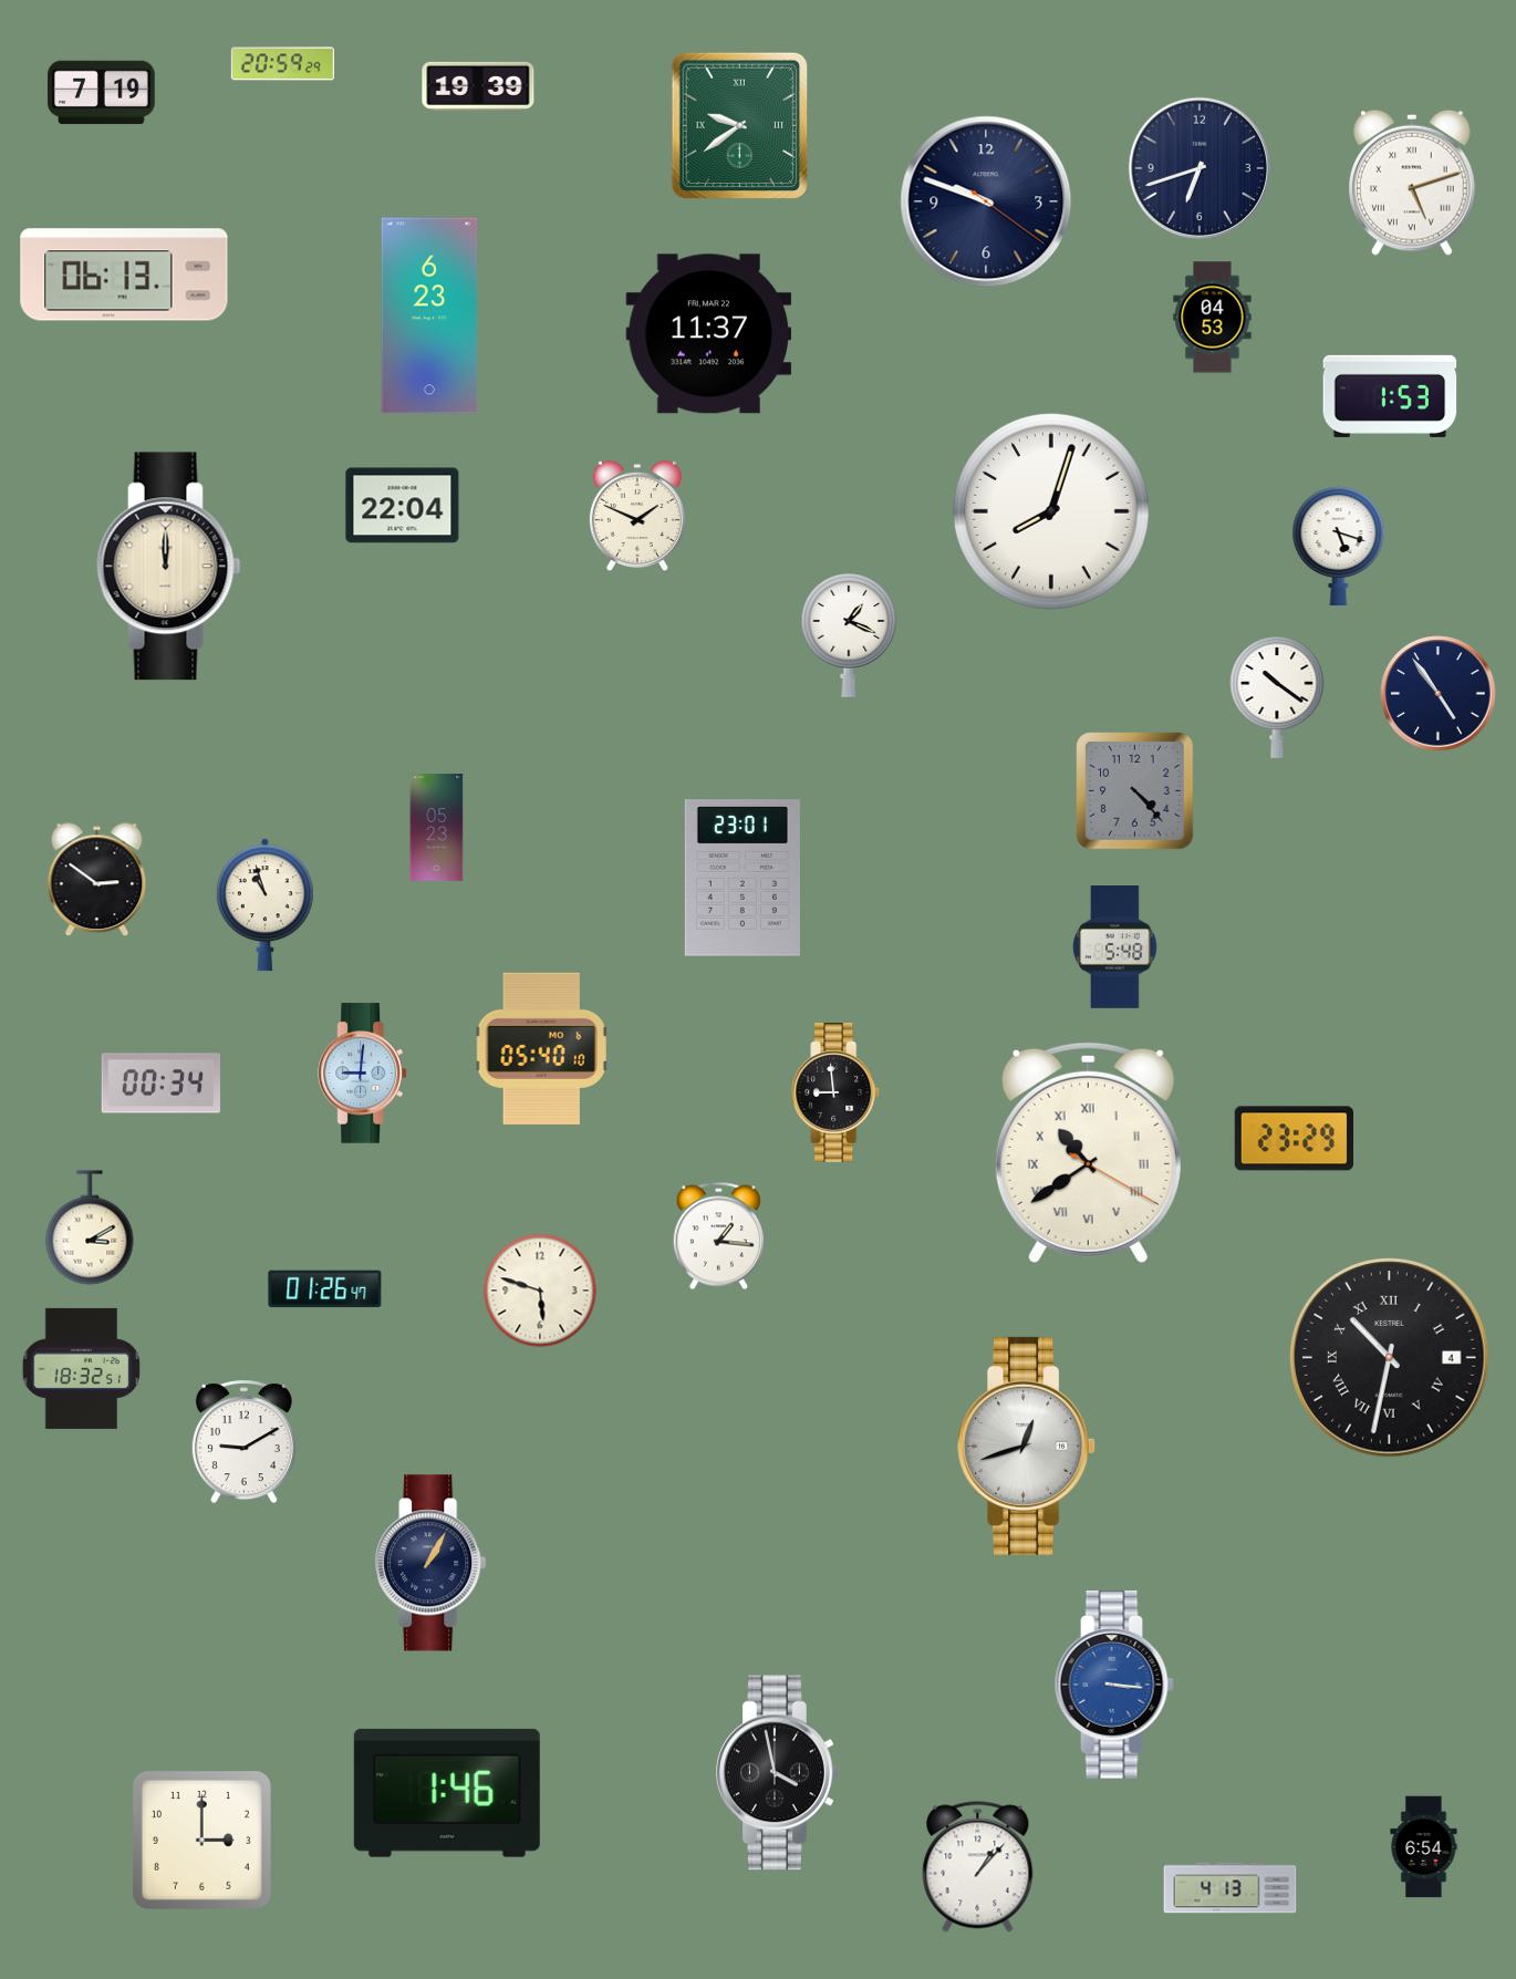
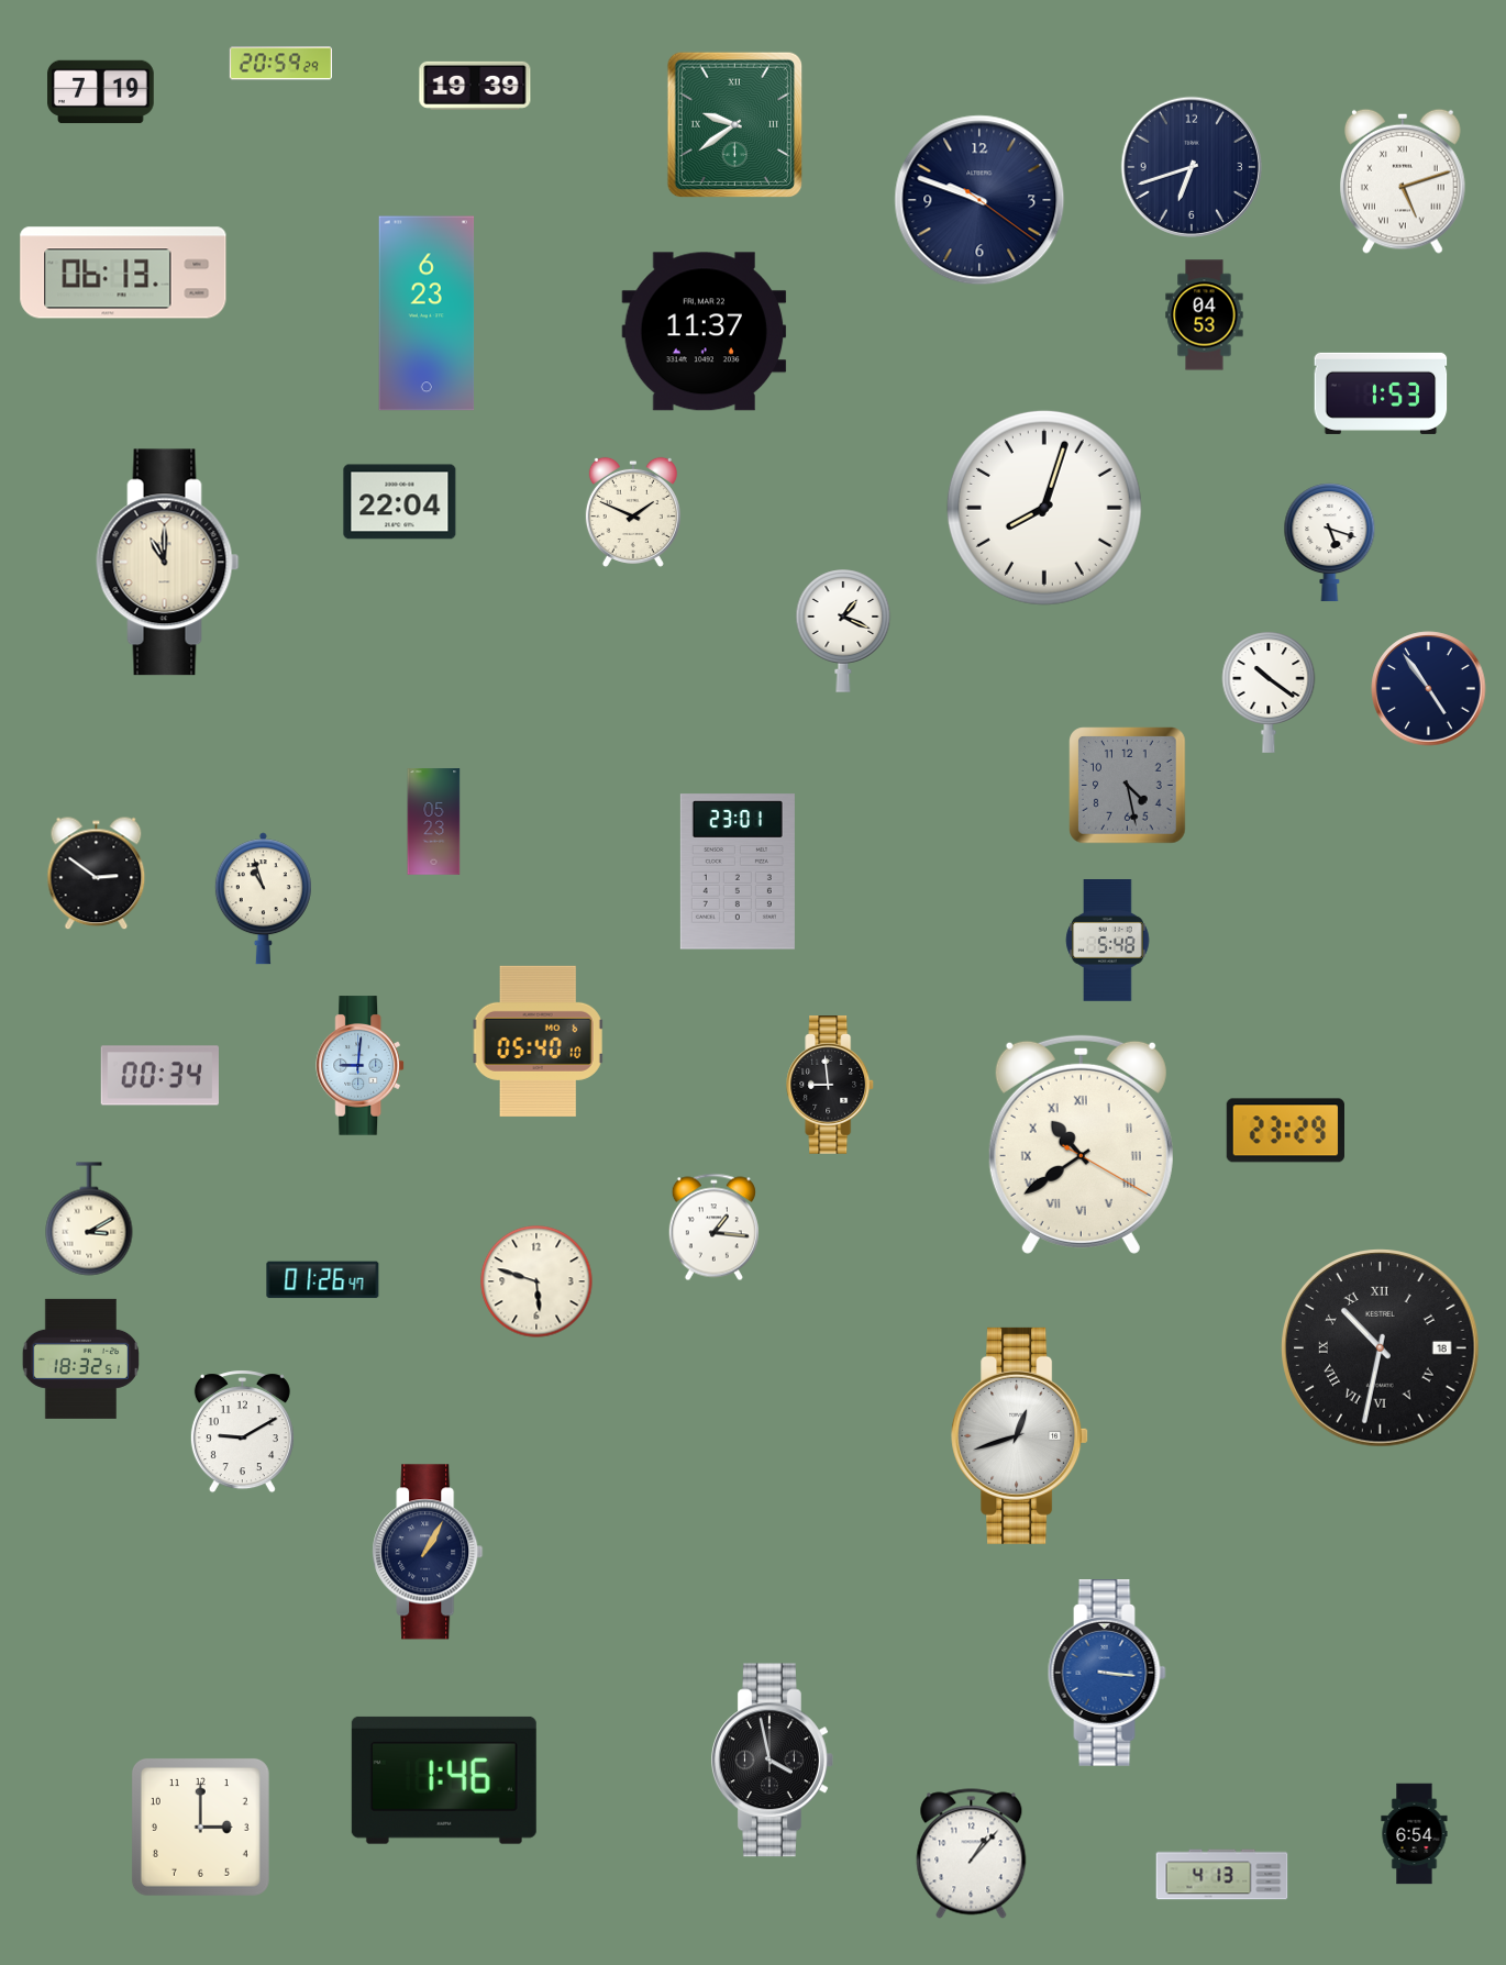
clock at (169, 567): 12:00 -> 11:00
clock at (1135, 791): 4:23 -> 4:28
clock at (1390, 1358) date: 4 -> 18
